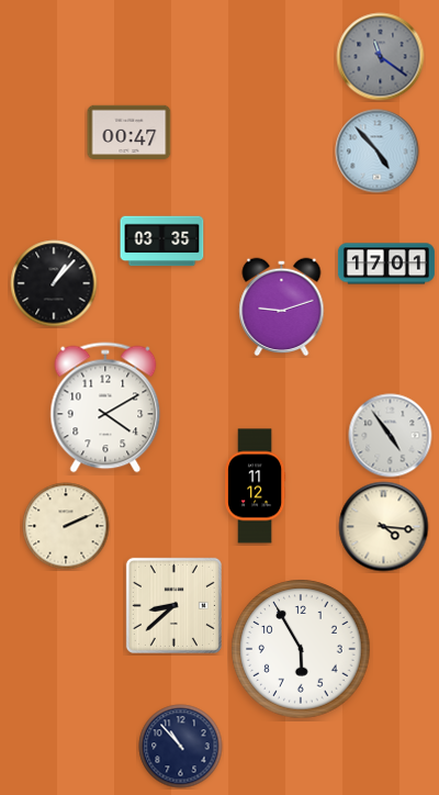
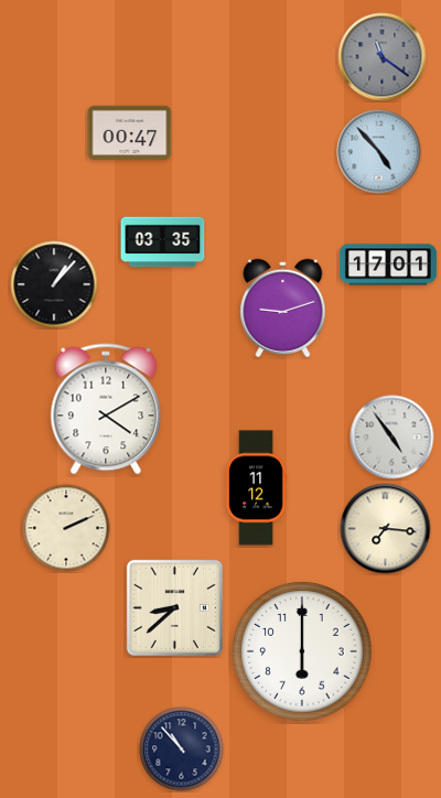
clock at (384, 527): 4:16 -> 7:16
clock at (301, 649): 5:55 -> 6:00
